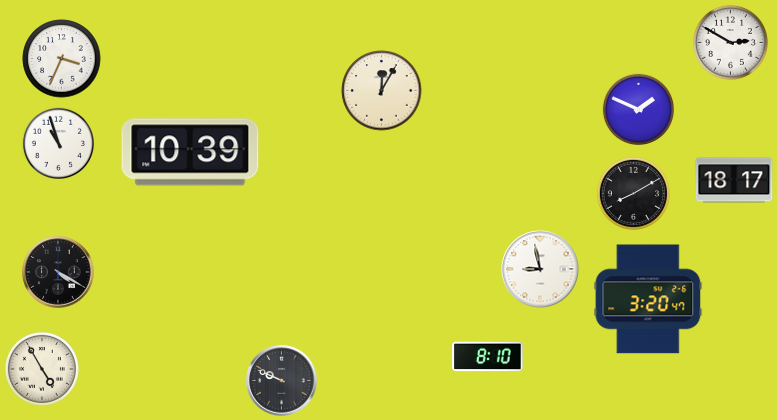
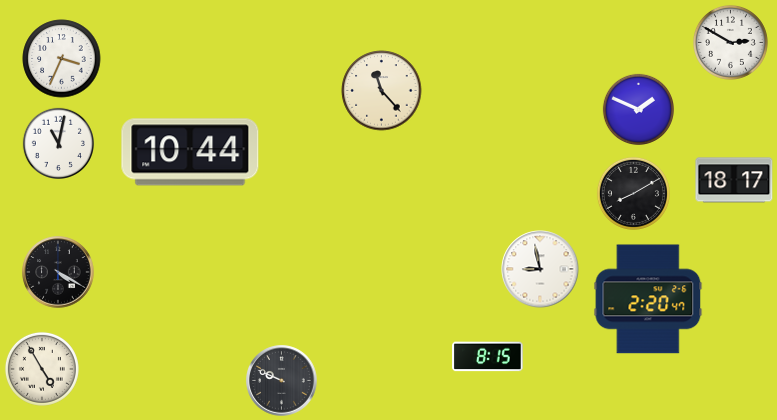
clock at (382, 91): 12:05 -> 11:23
clock at (58, 143): 10:57 -> 11:02
clock at (190, 152): 10:39 -> 10:44
clock at (648, 299): 3:20 -> 2:20
clock at (488, 357): 8:10 -> 8:15
